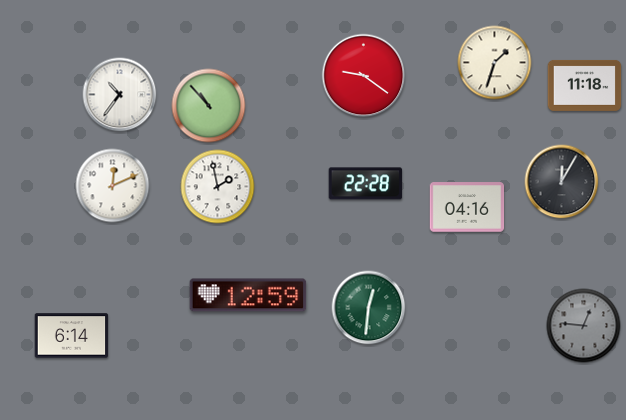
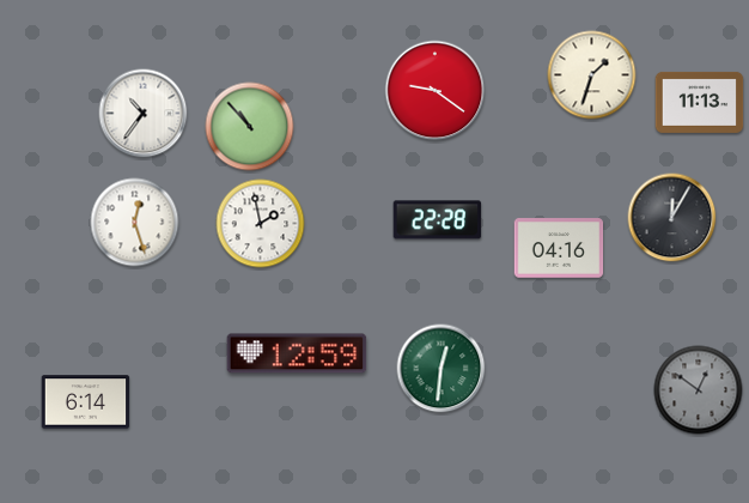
clock at (585, 85): 11:18 -> 11:13
clock at (113, 186): 12:11 -> 12:27
clock at (584, 326): 12:46 -> 12:51
